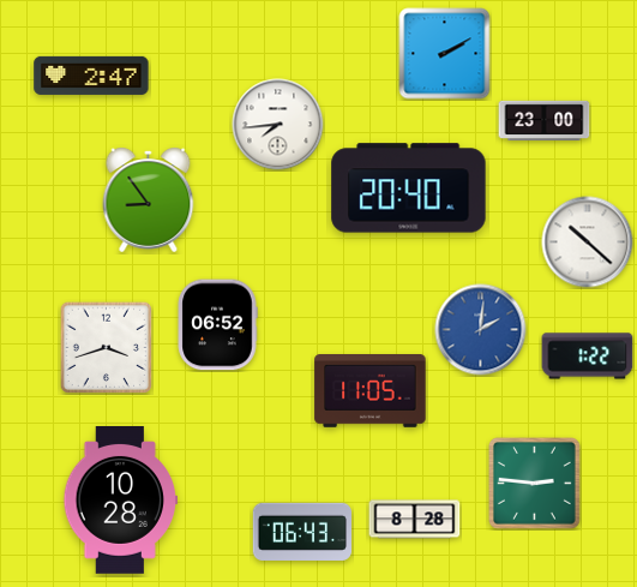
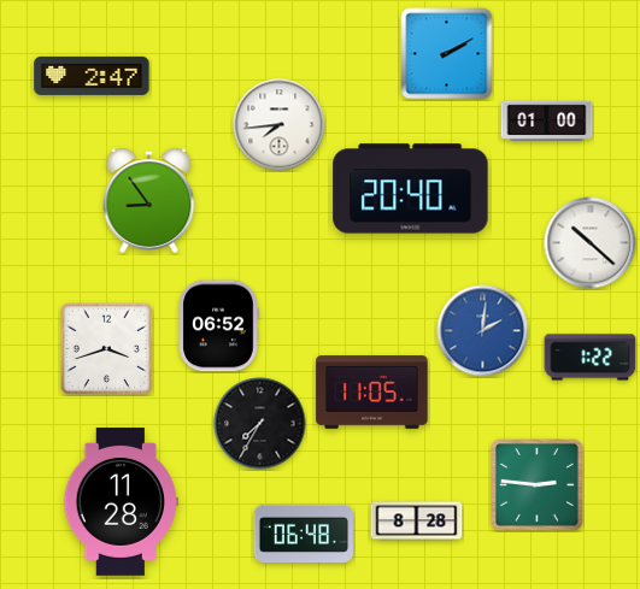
clock at (545, 120): 23:00 -> 01:00
clock at (260, 424): none -> 7:35
clock at (120, 501): 10:28 -> 11:28
clock at (301, 532): 06:43 -> 06:48
